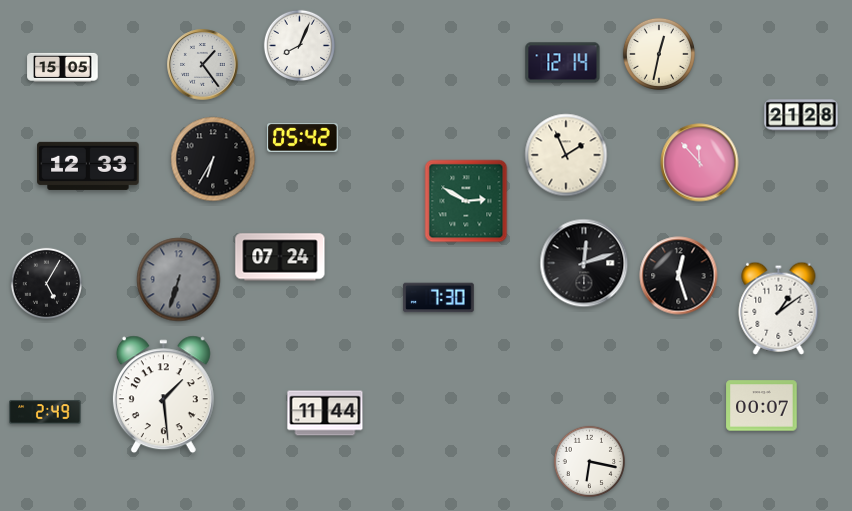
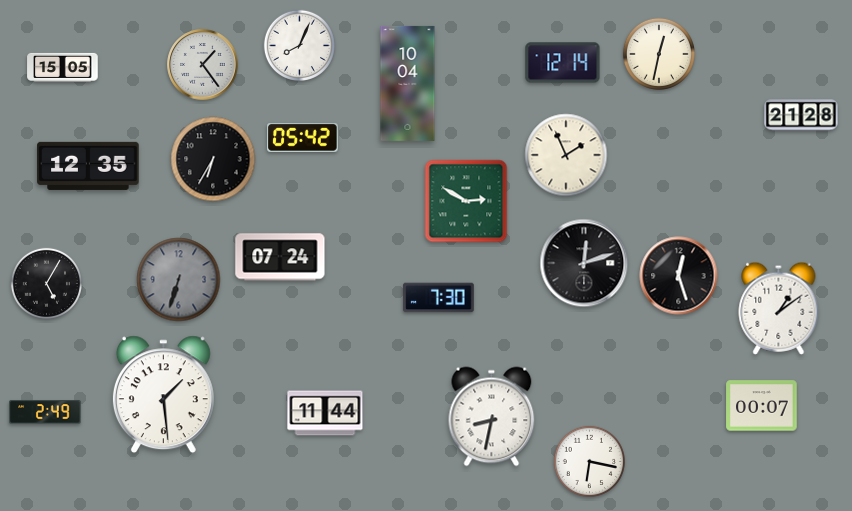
clock at (408, 83): none -> 10:04
clock at (700, 163): 11:53 -> none
clock at (88, 166): 12:33 -> 12:35
clock at (492, 417): none -> 8:32
